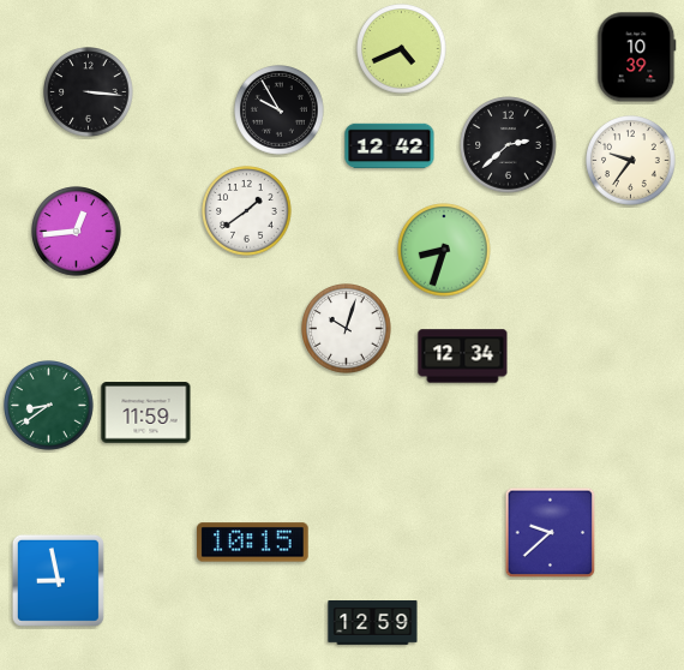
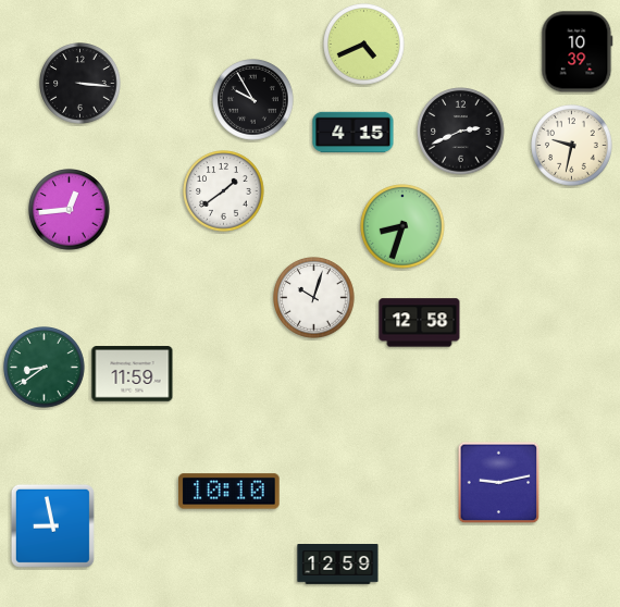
clock at (509, 145): 2:38 -> 2:41
clock at (390, 146): 12:42 -> 4:15
clock at (631, 161): 9:36 -> 9:32
clock at (463, 357): 12:34 -> 12:58
clock at (551, 533): 9:38 -> 9:13
clock at (253, 543): 10:15 -> 10:10
